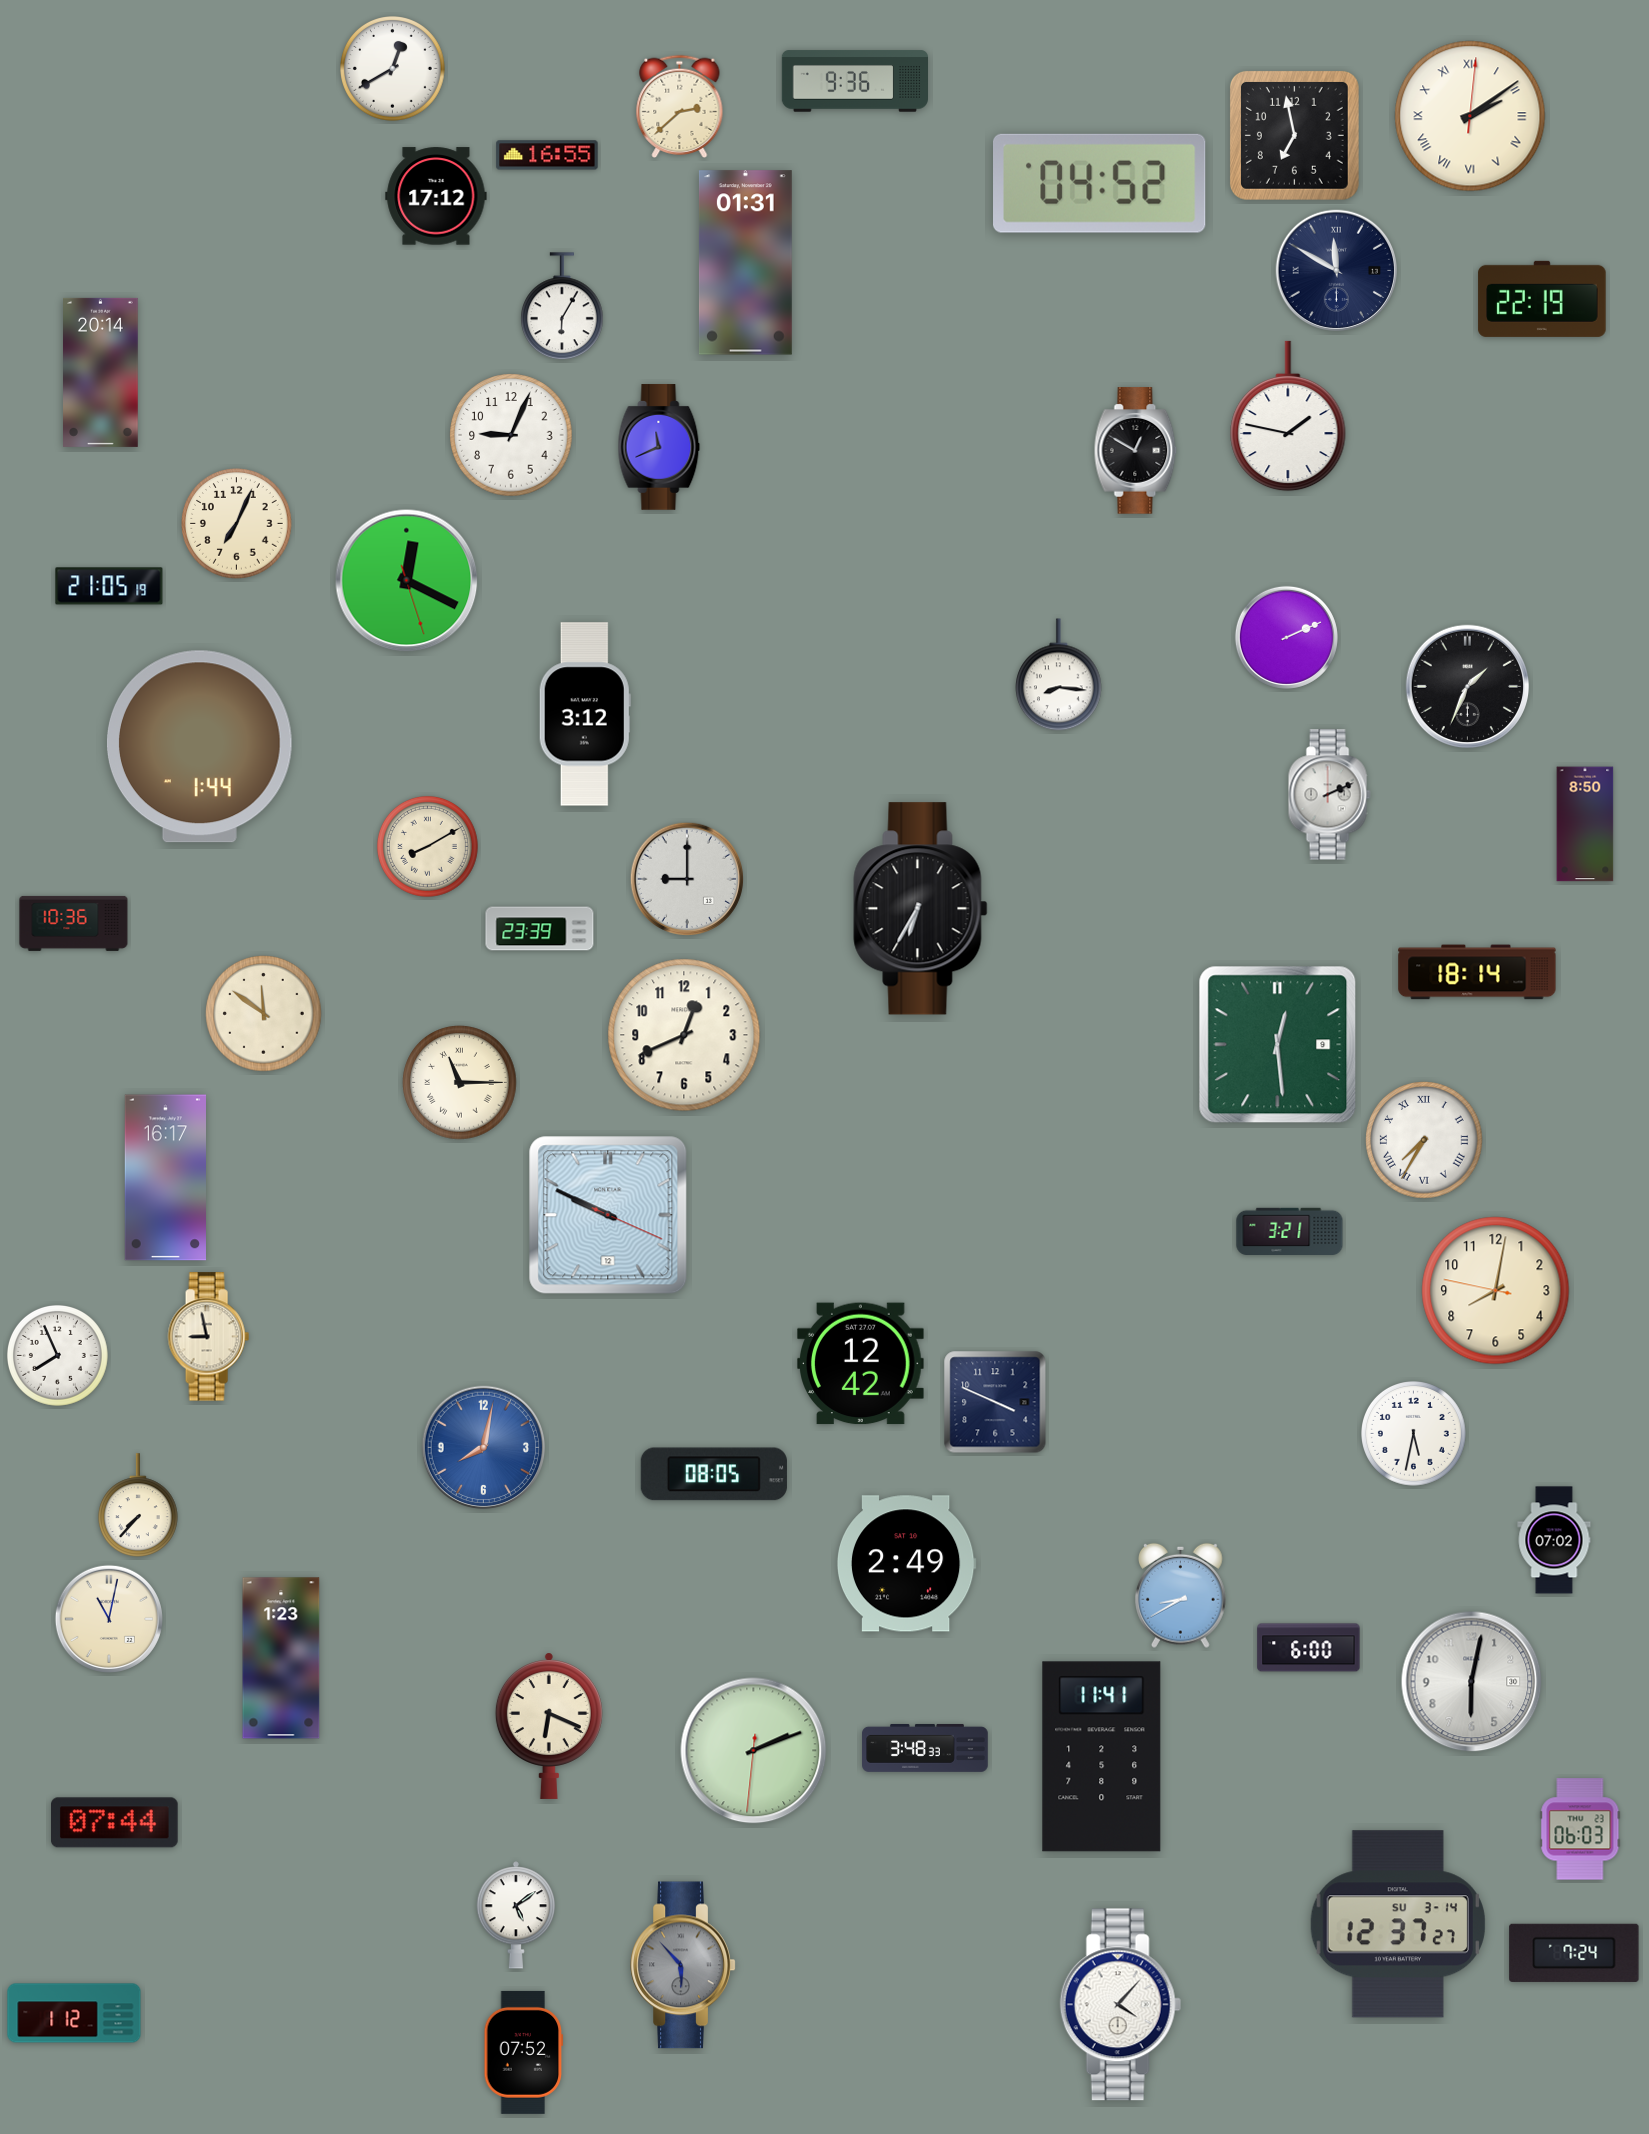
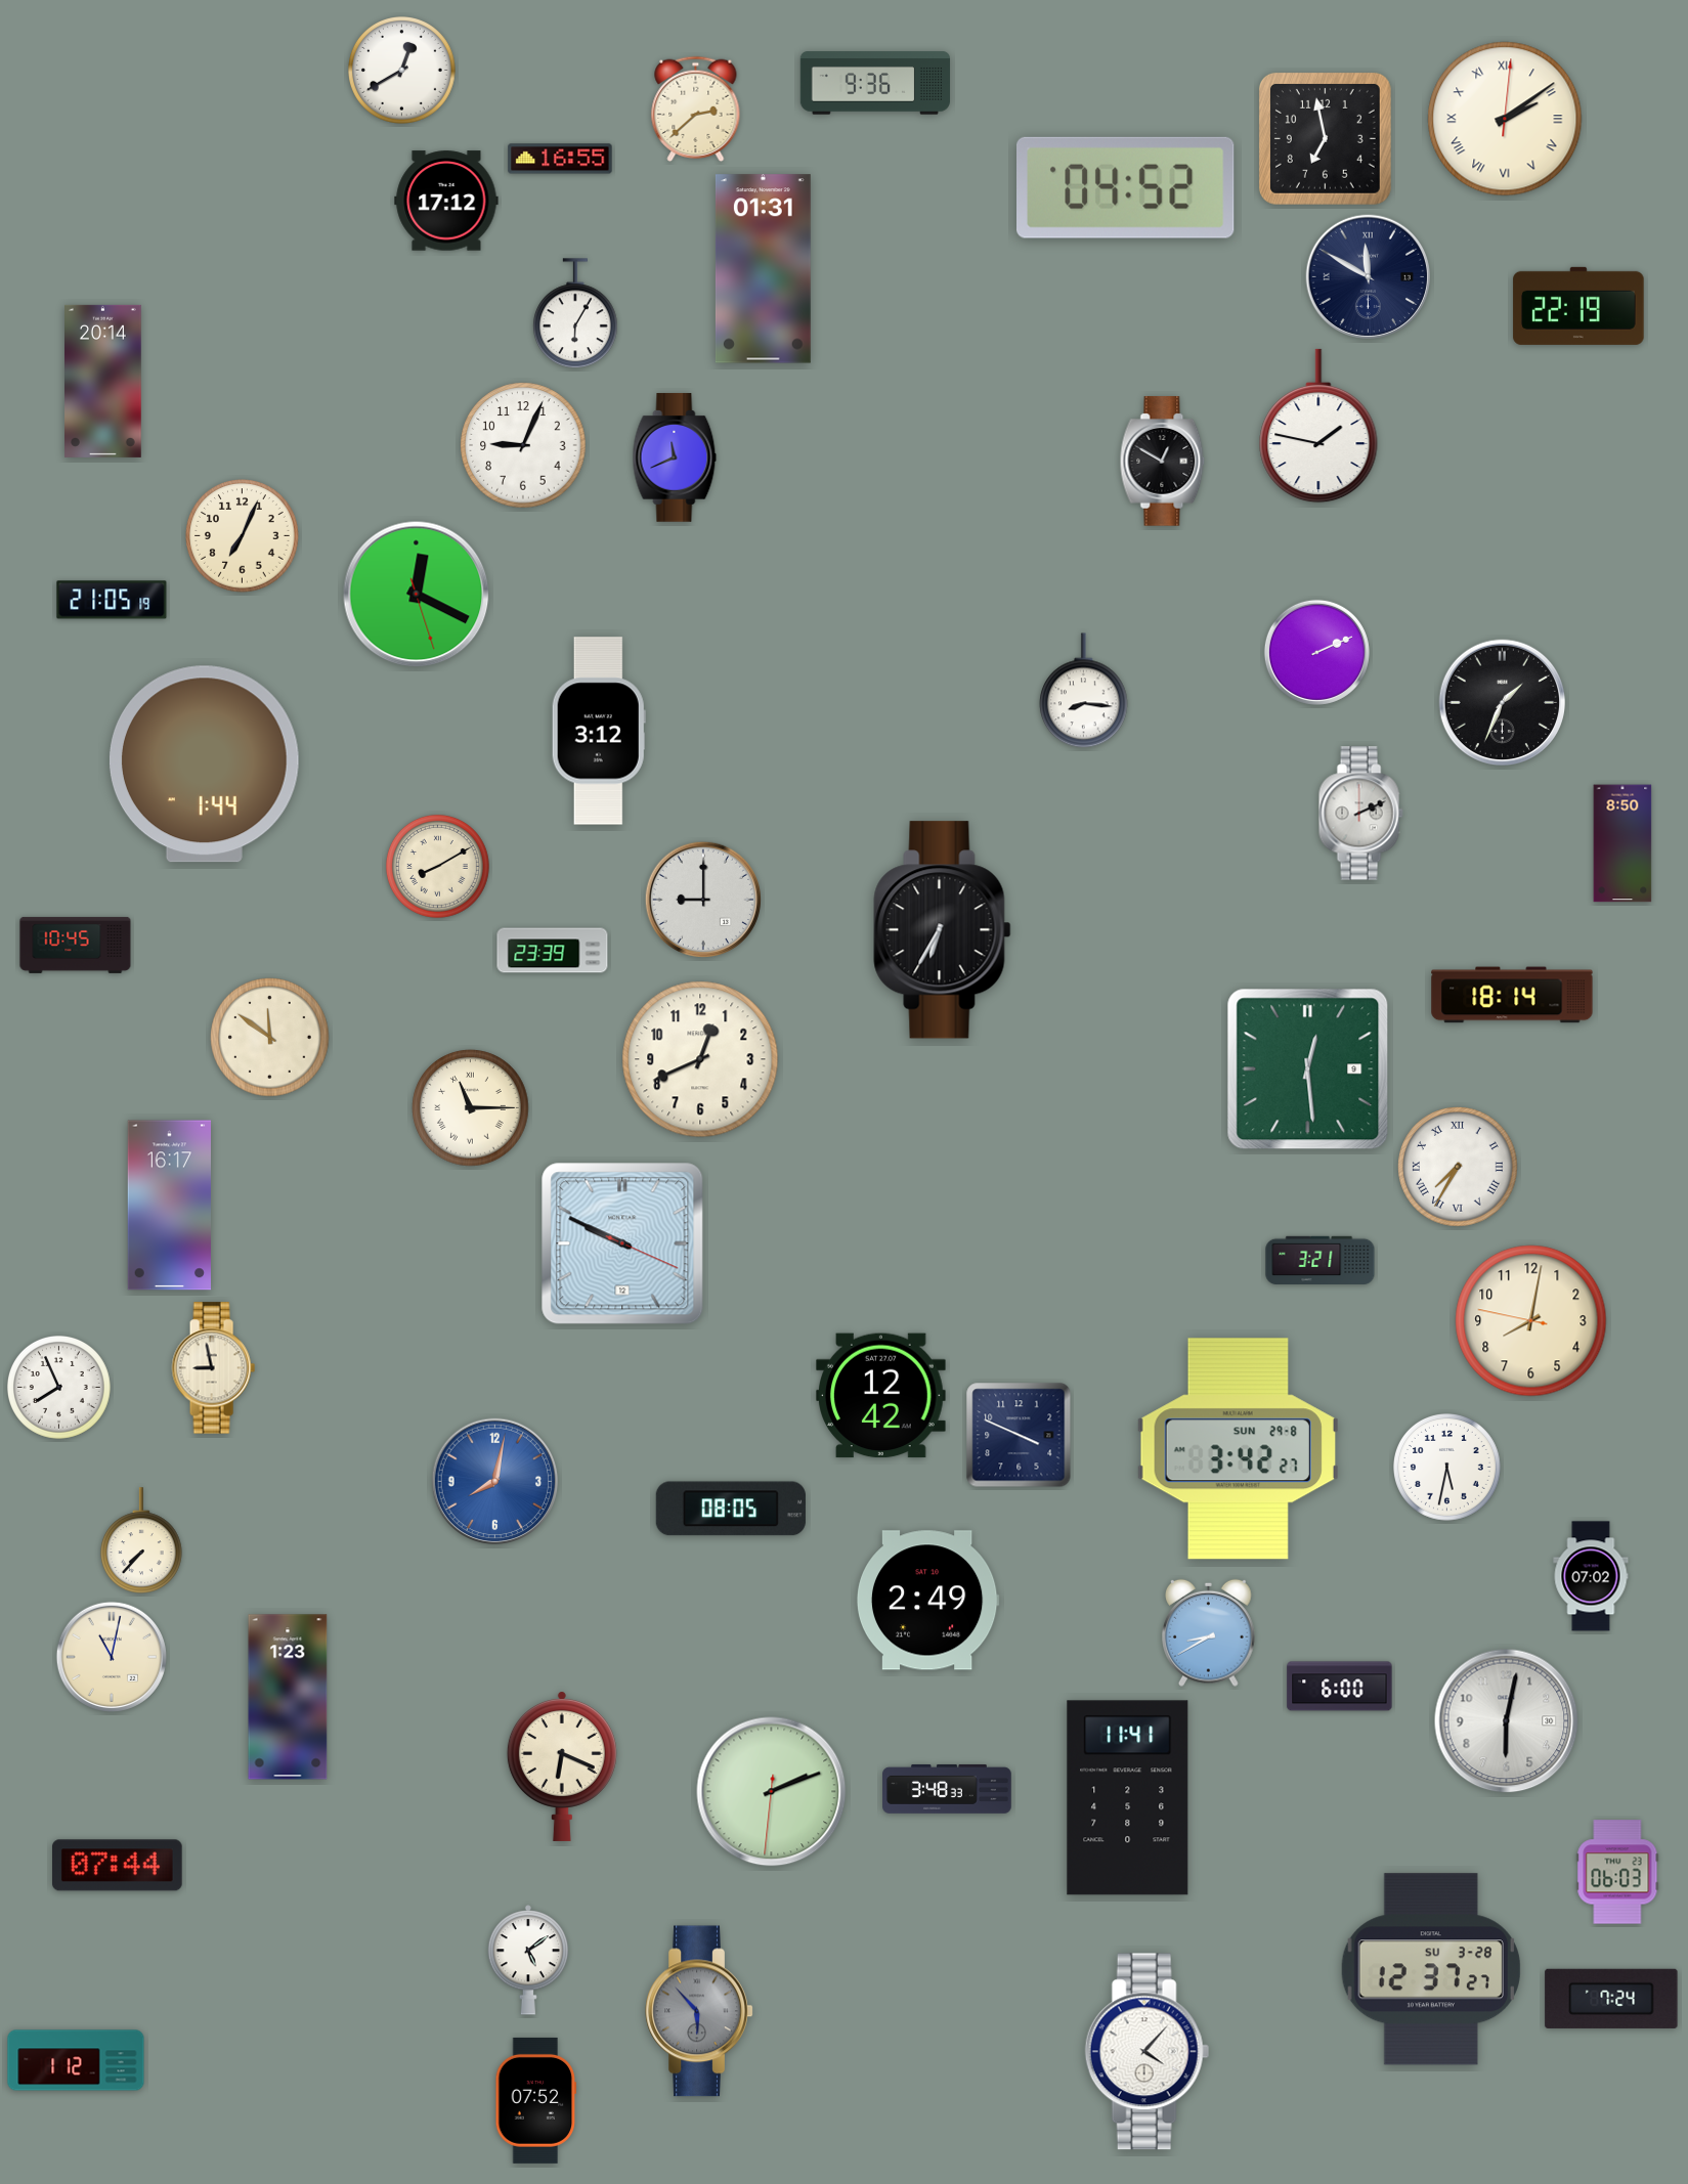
clock at (74, 923): 10:36 -> 10:45
clock at (1238, 1449): none -> 3:42
clock at (1398, 1924) date: SU 3-14 -> SU 3-28
